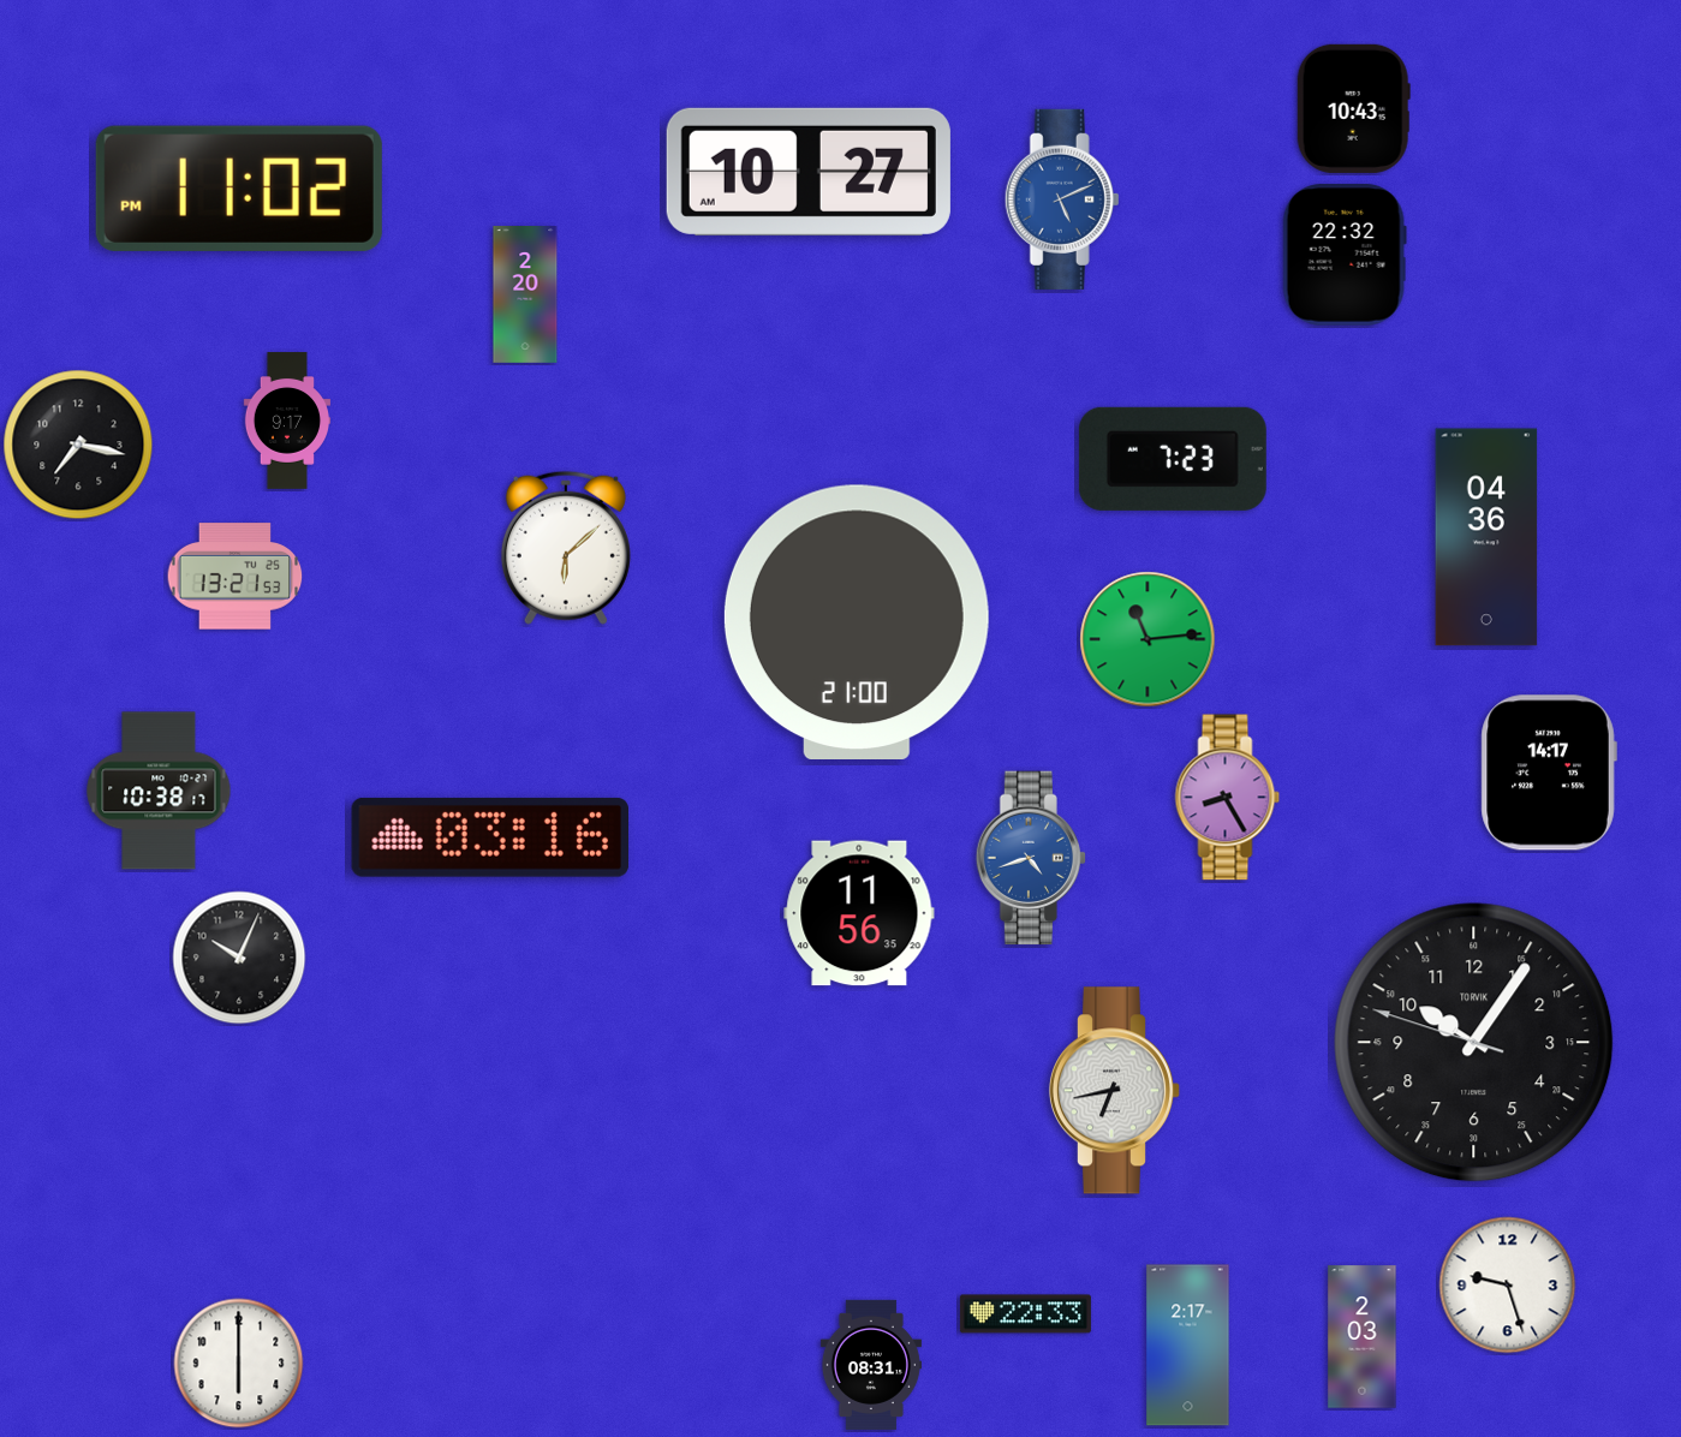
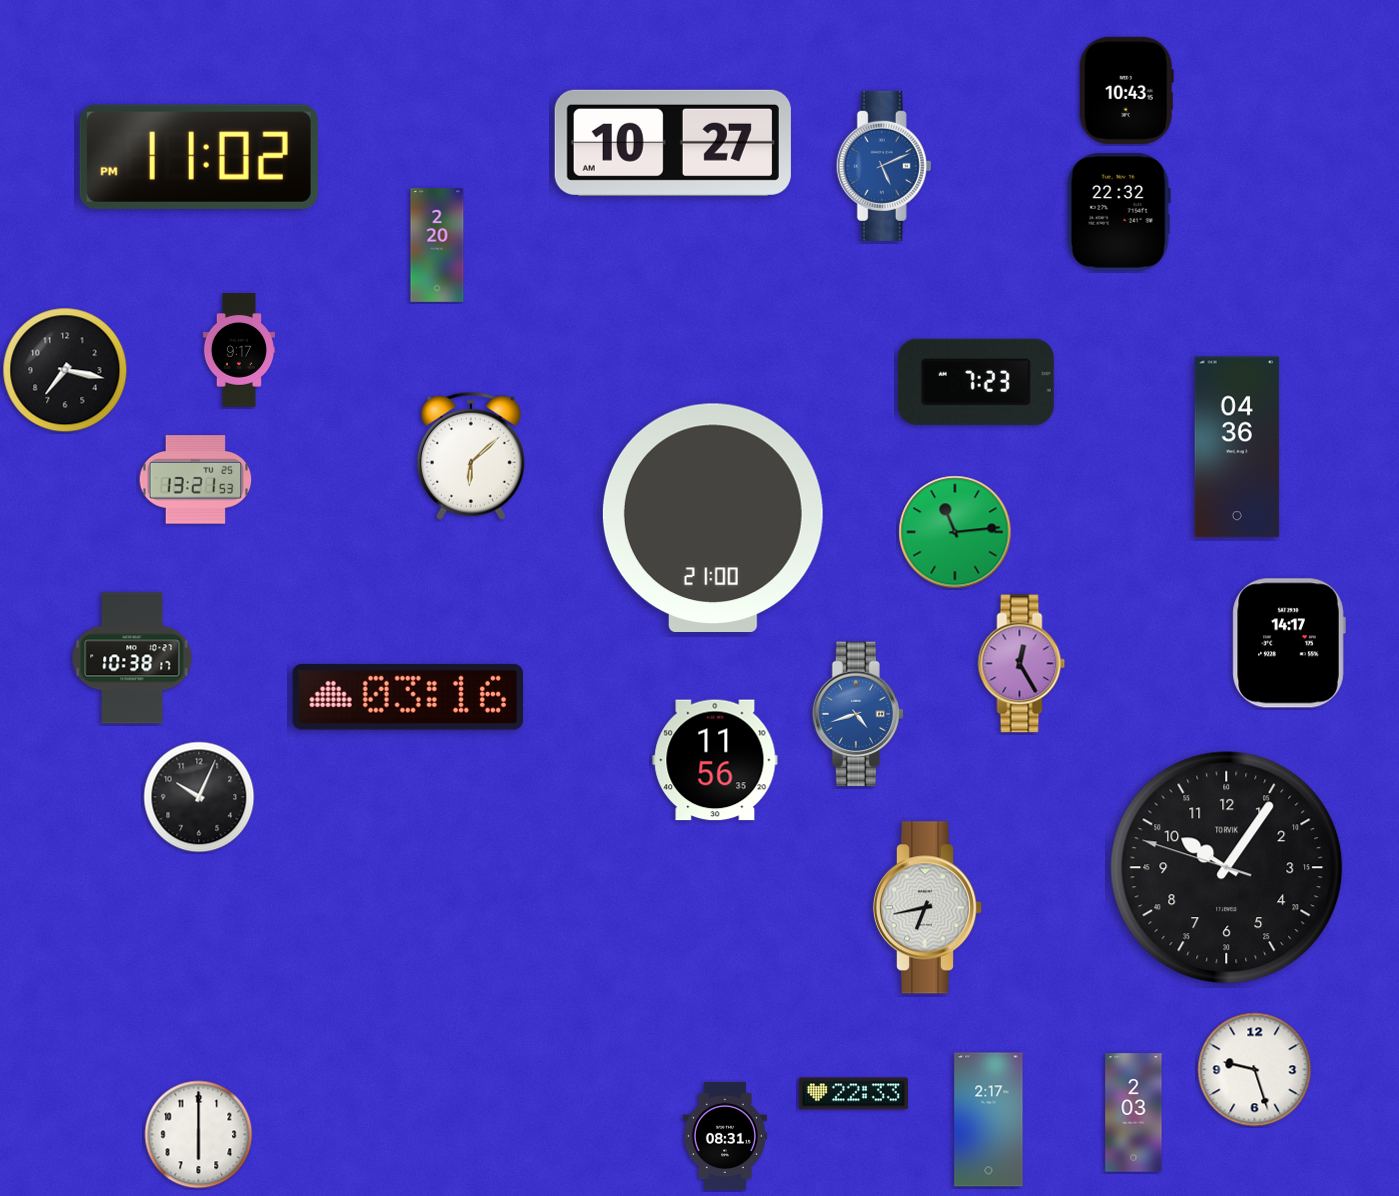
clock at (1228, 798): 8:25 -> 12:25
